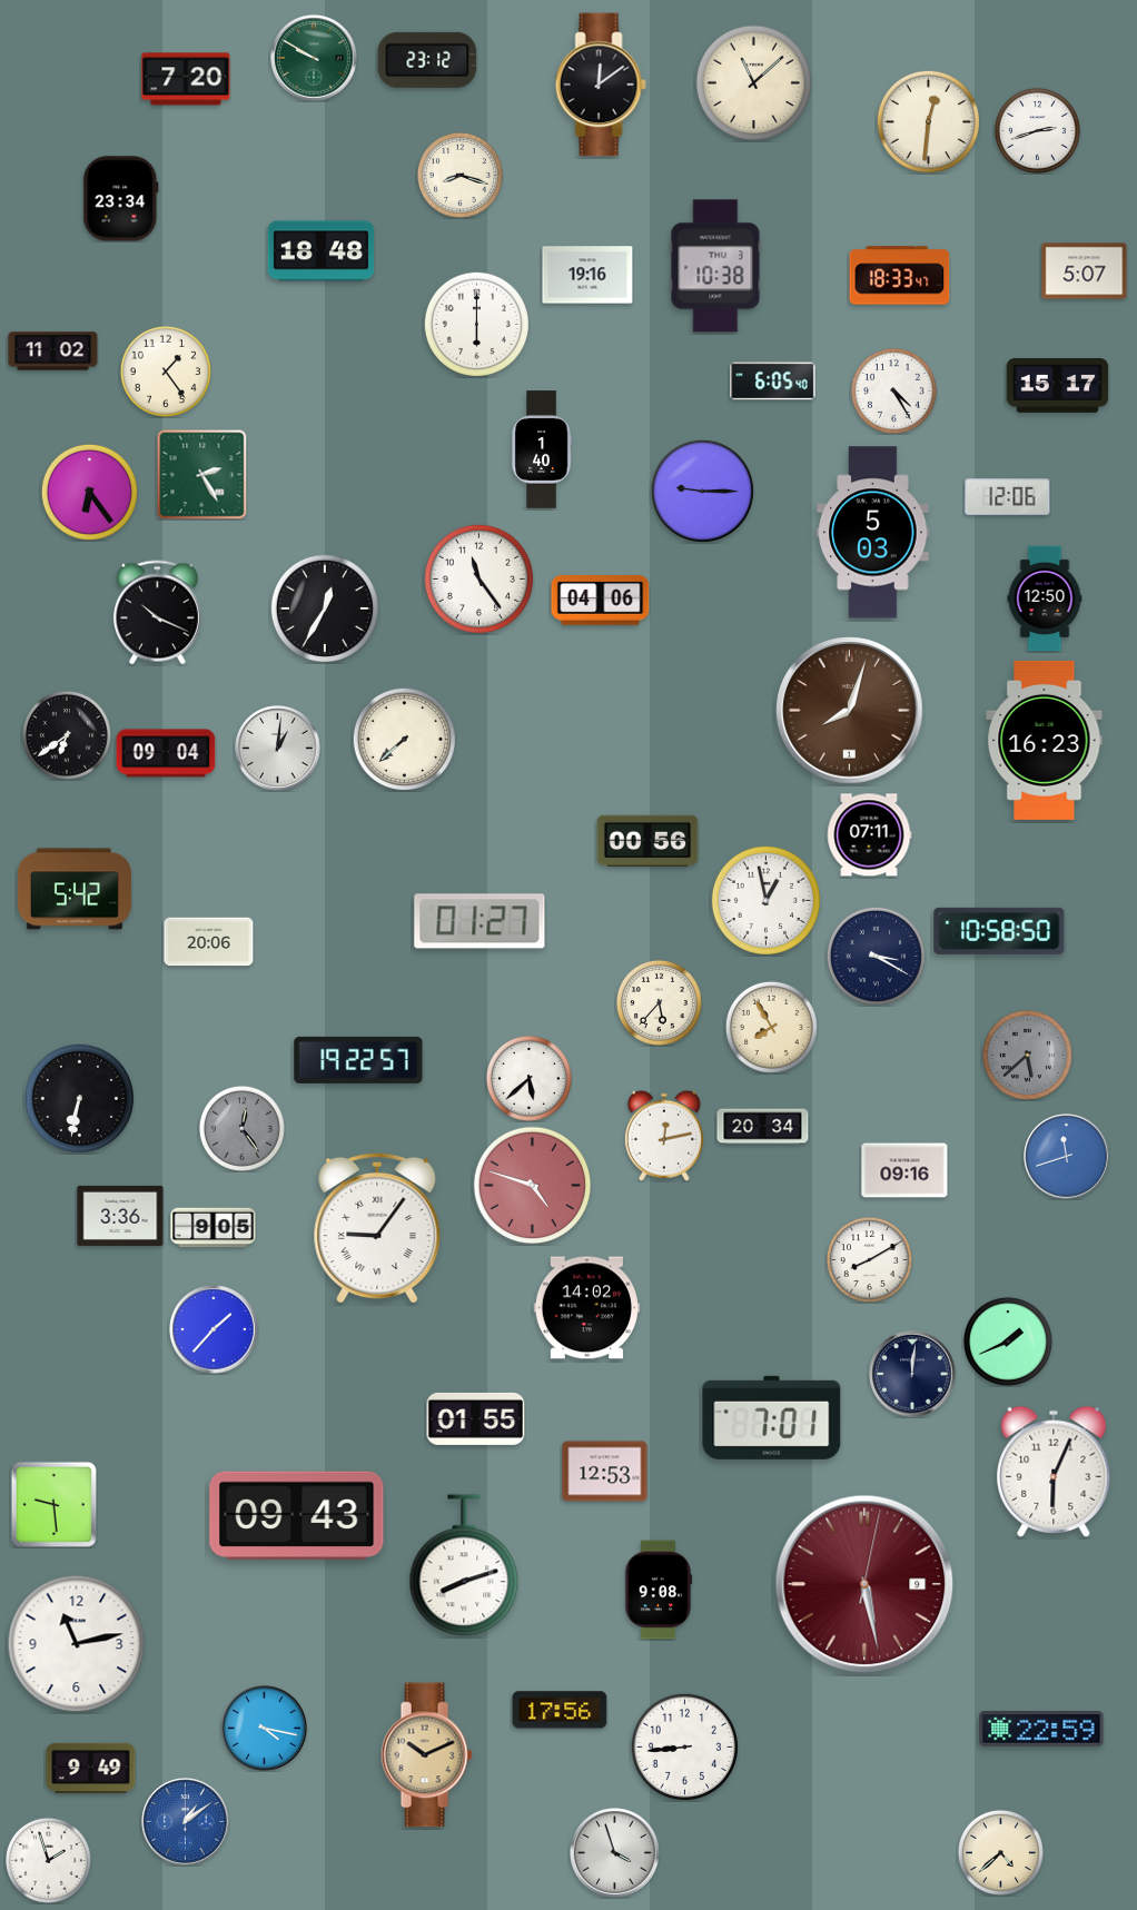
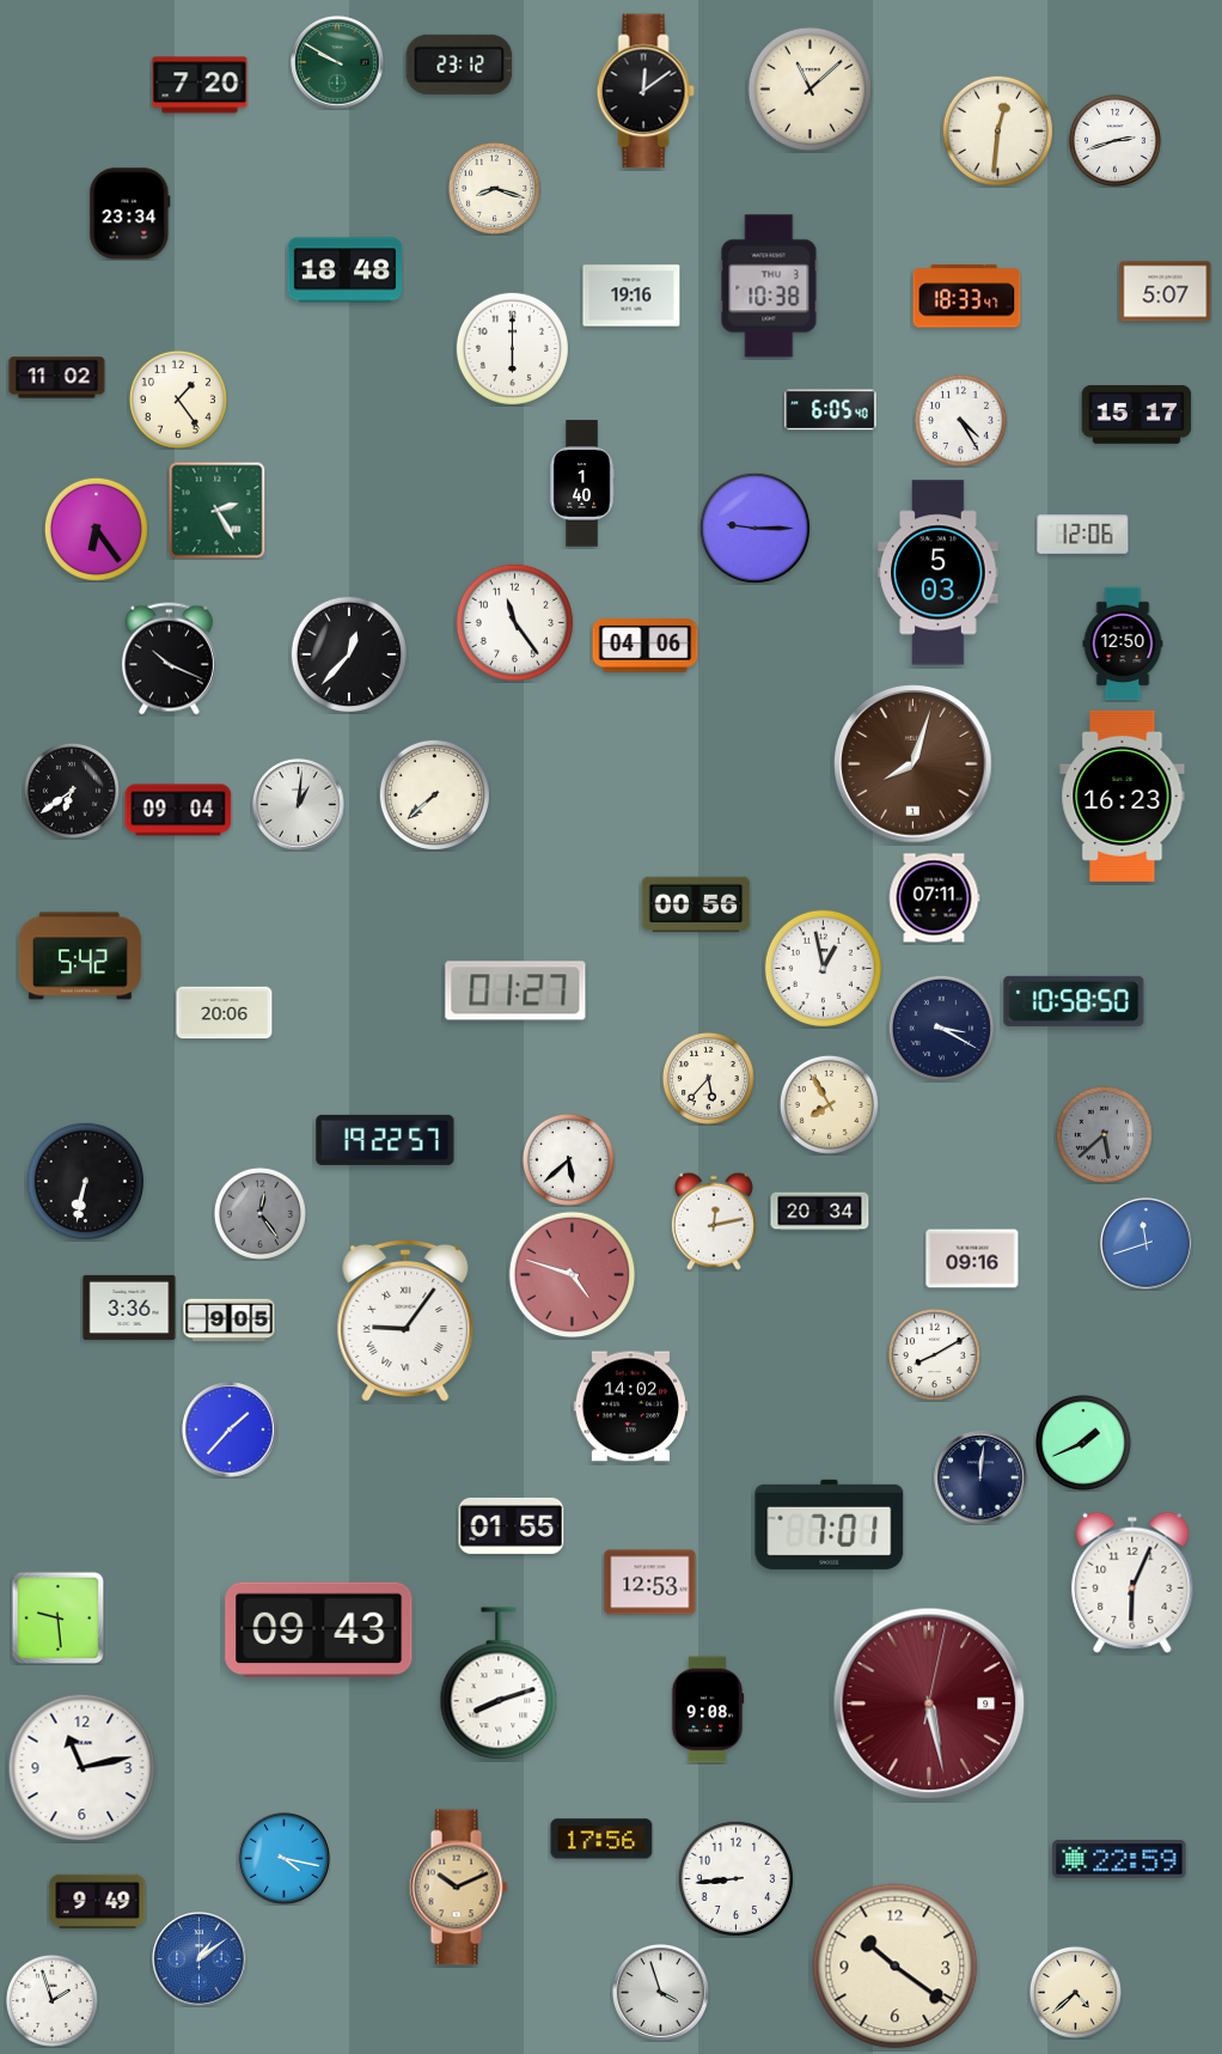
clock at (324, 607): 12:35 -> 12:37
clock at (896, 1967): none -> 10:21
